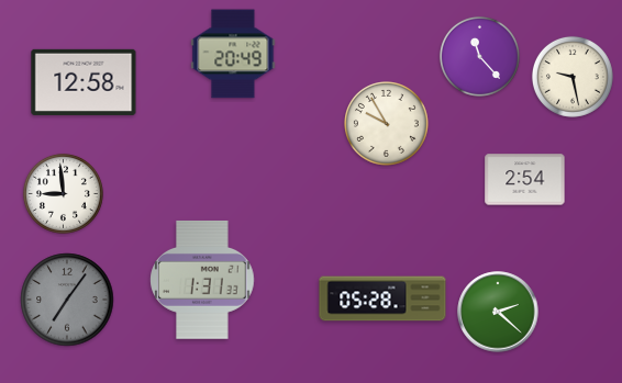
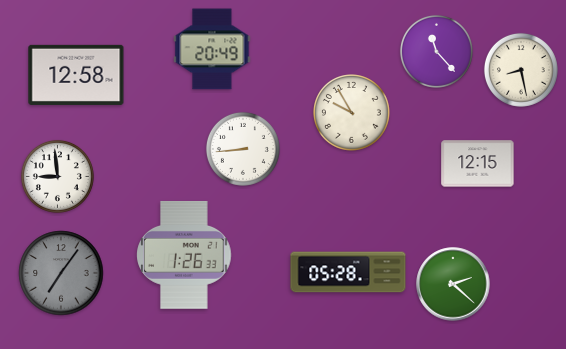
clock at (573, 77): 9:28 -> 8:28
clock at (243, 149): none -> 8:44
clock at (525, 180): 2:54 -> 12:15
clock at (202, 280): 1:31 -> 1:26
